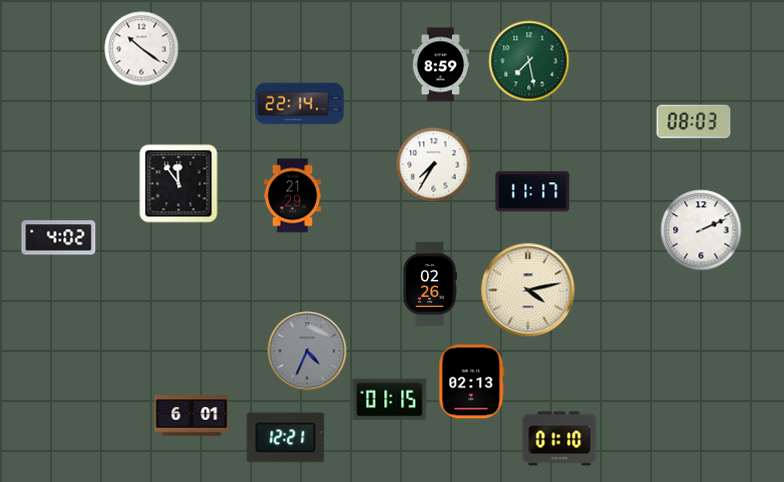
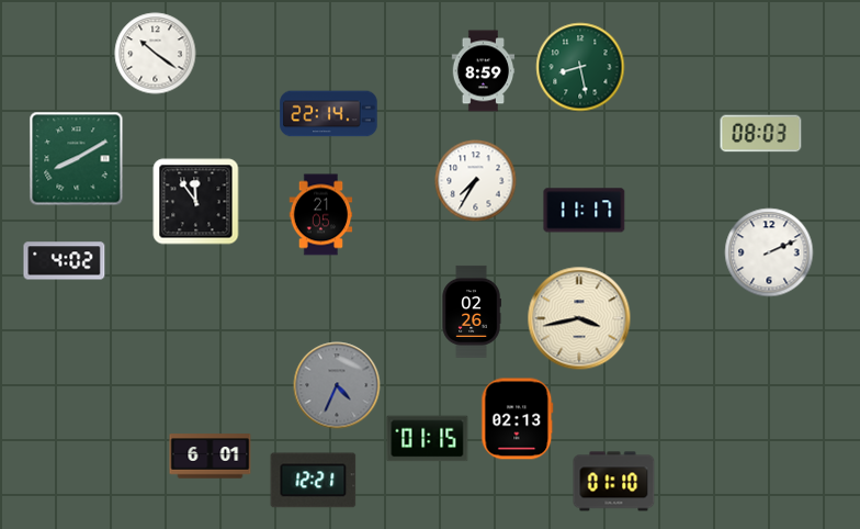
clock at (529, 61): 7:28 -> 8:28
clock at (77, 159): none -> 8:10
clock at (293, 196): 21:29 -> 21:05
clock at (528, 290): 4:13 -> 3:43
